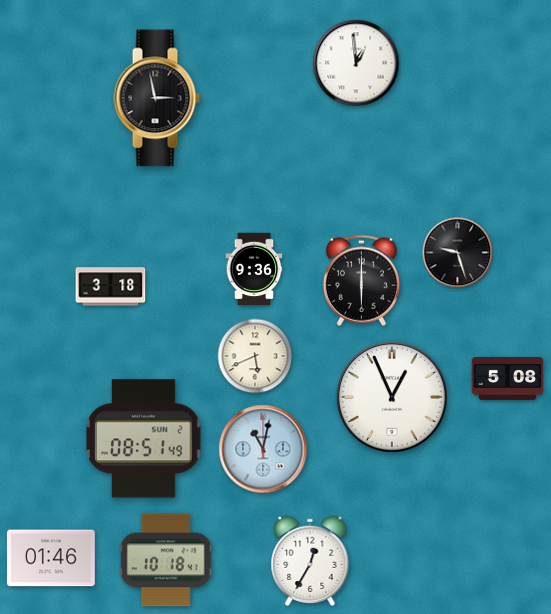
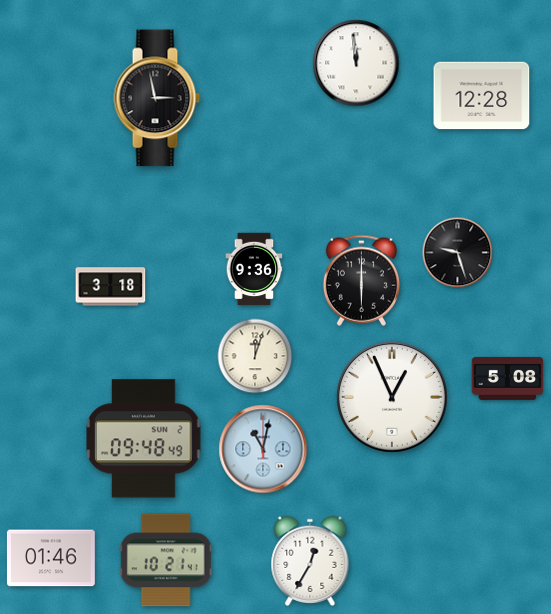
clock at (356, 63): 12:59 -> 11:59
clock at (482, 96): none -> 12:28
clock at (255, 356): 5:41 -> 12:03
clock at (144, 439): 08:51 -> 09:48
clock at (166, 560): 10:18 -> 10:21
